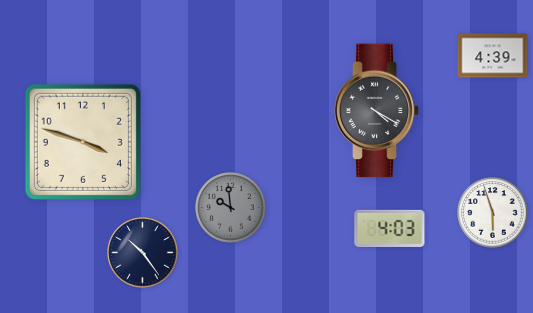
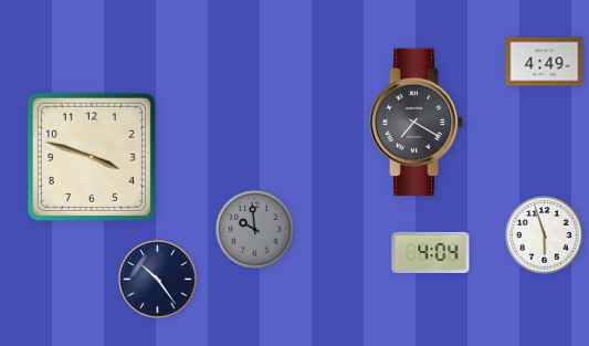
clock at (493, 56): 4:39 -> 4:49
clock at (377, 111): 4:20 -> 7:20
clock at (390, 228): 4:03 -> 4:04
